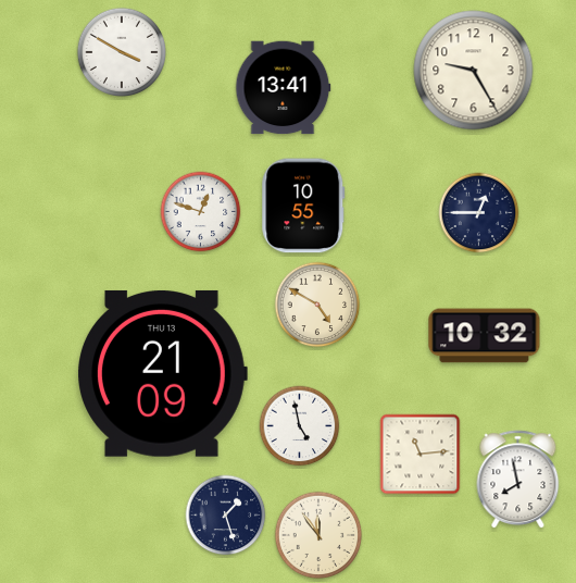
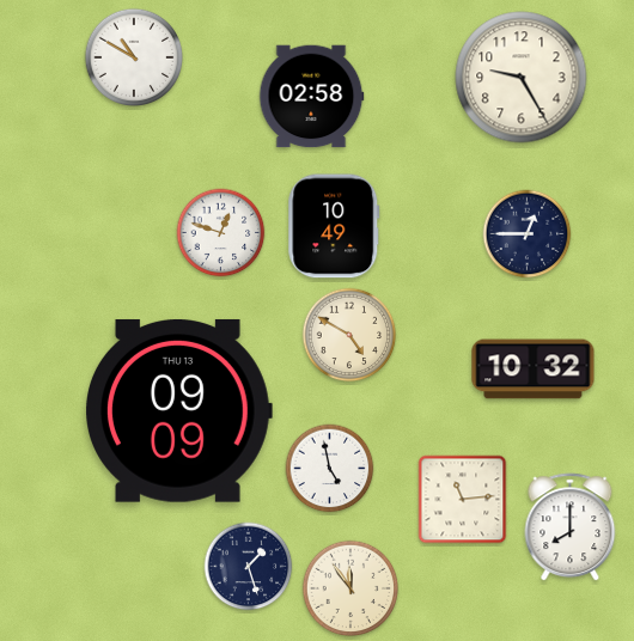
clock at (121, 52): 3:50 -> 10:50
clock at (283, 88): 13:41 -> 02:58
clock at (303, 206): 10:55 -> 10:49
clock at (163, 374): 21:09 -> 09:09
clock at (518, 480): 7:58 -> 8:00
